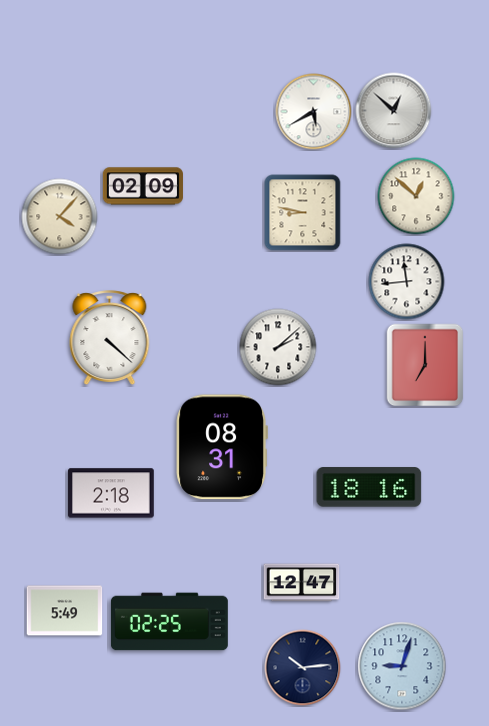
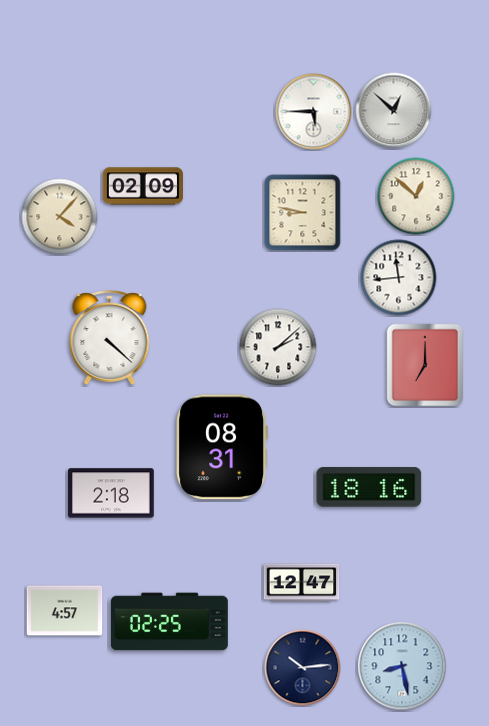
clock at (314, 112): 5:40 -> 5:45
clock at (407, 282) position: (407, 282) -> (399, 278)
clock at (65, 611): 5:49 -> 4:57
clock at (402, 666): 9:03 -> 8:28
